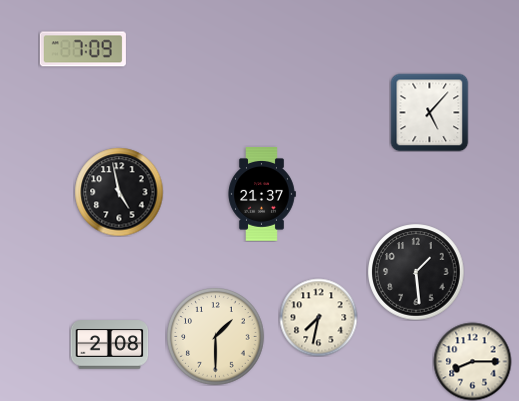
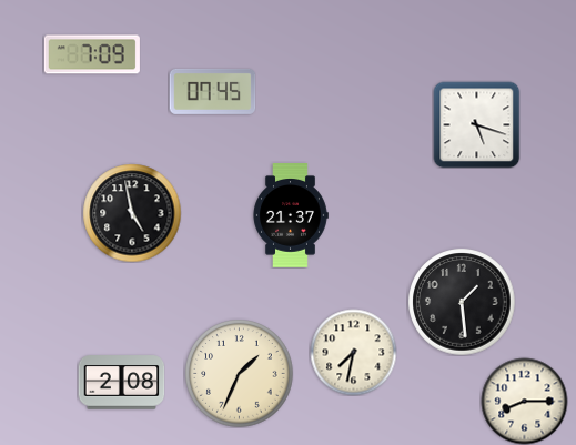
clock at (212, 91): none -> 07:45
clock at (429, 112): 5:07 -> 5:18
clock at (216, 337): 1:30 -> 1:34
